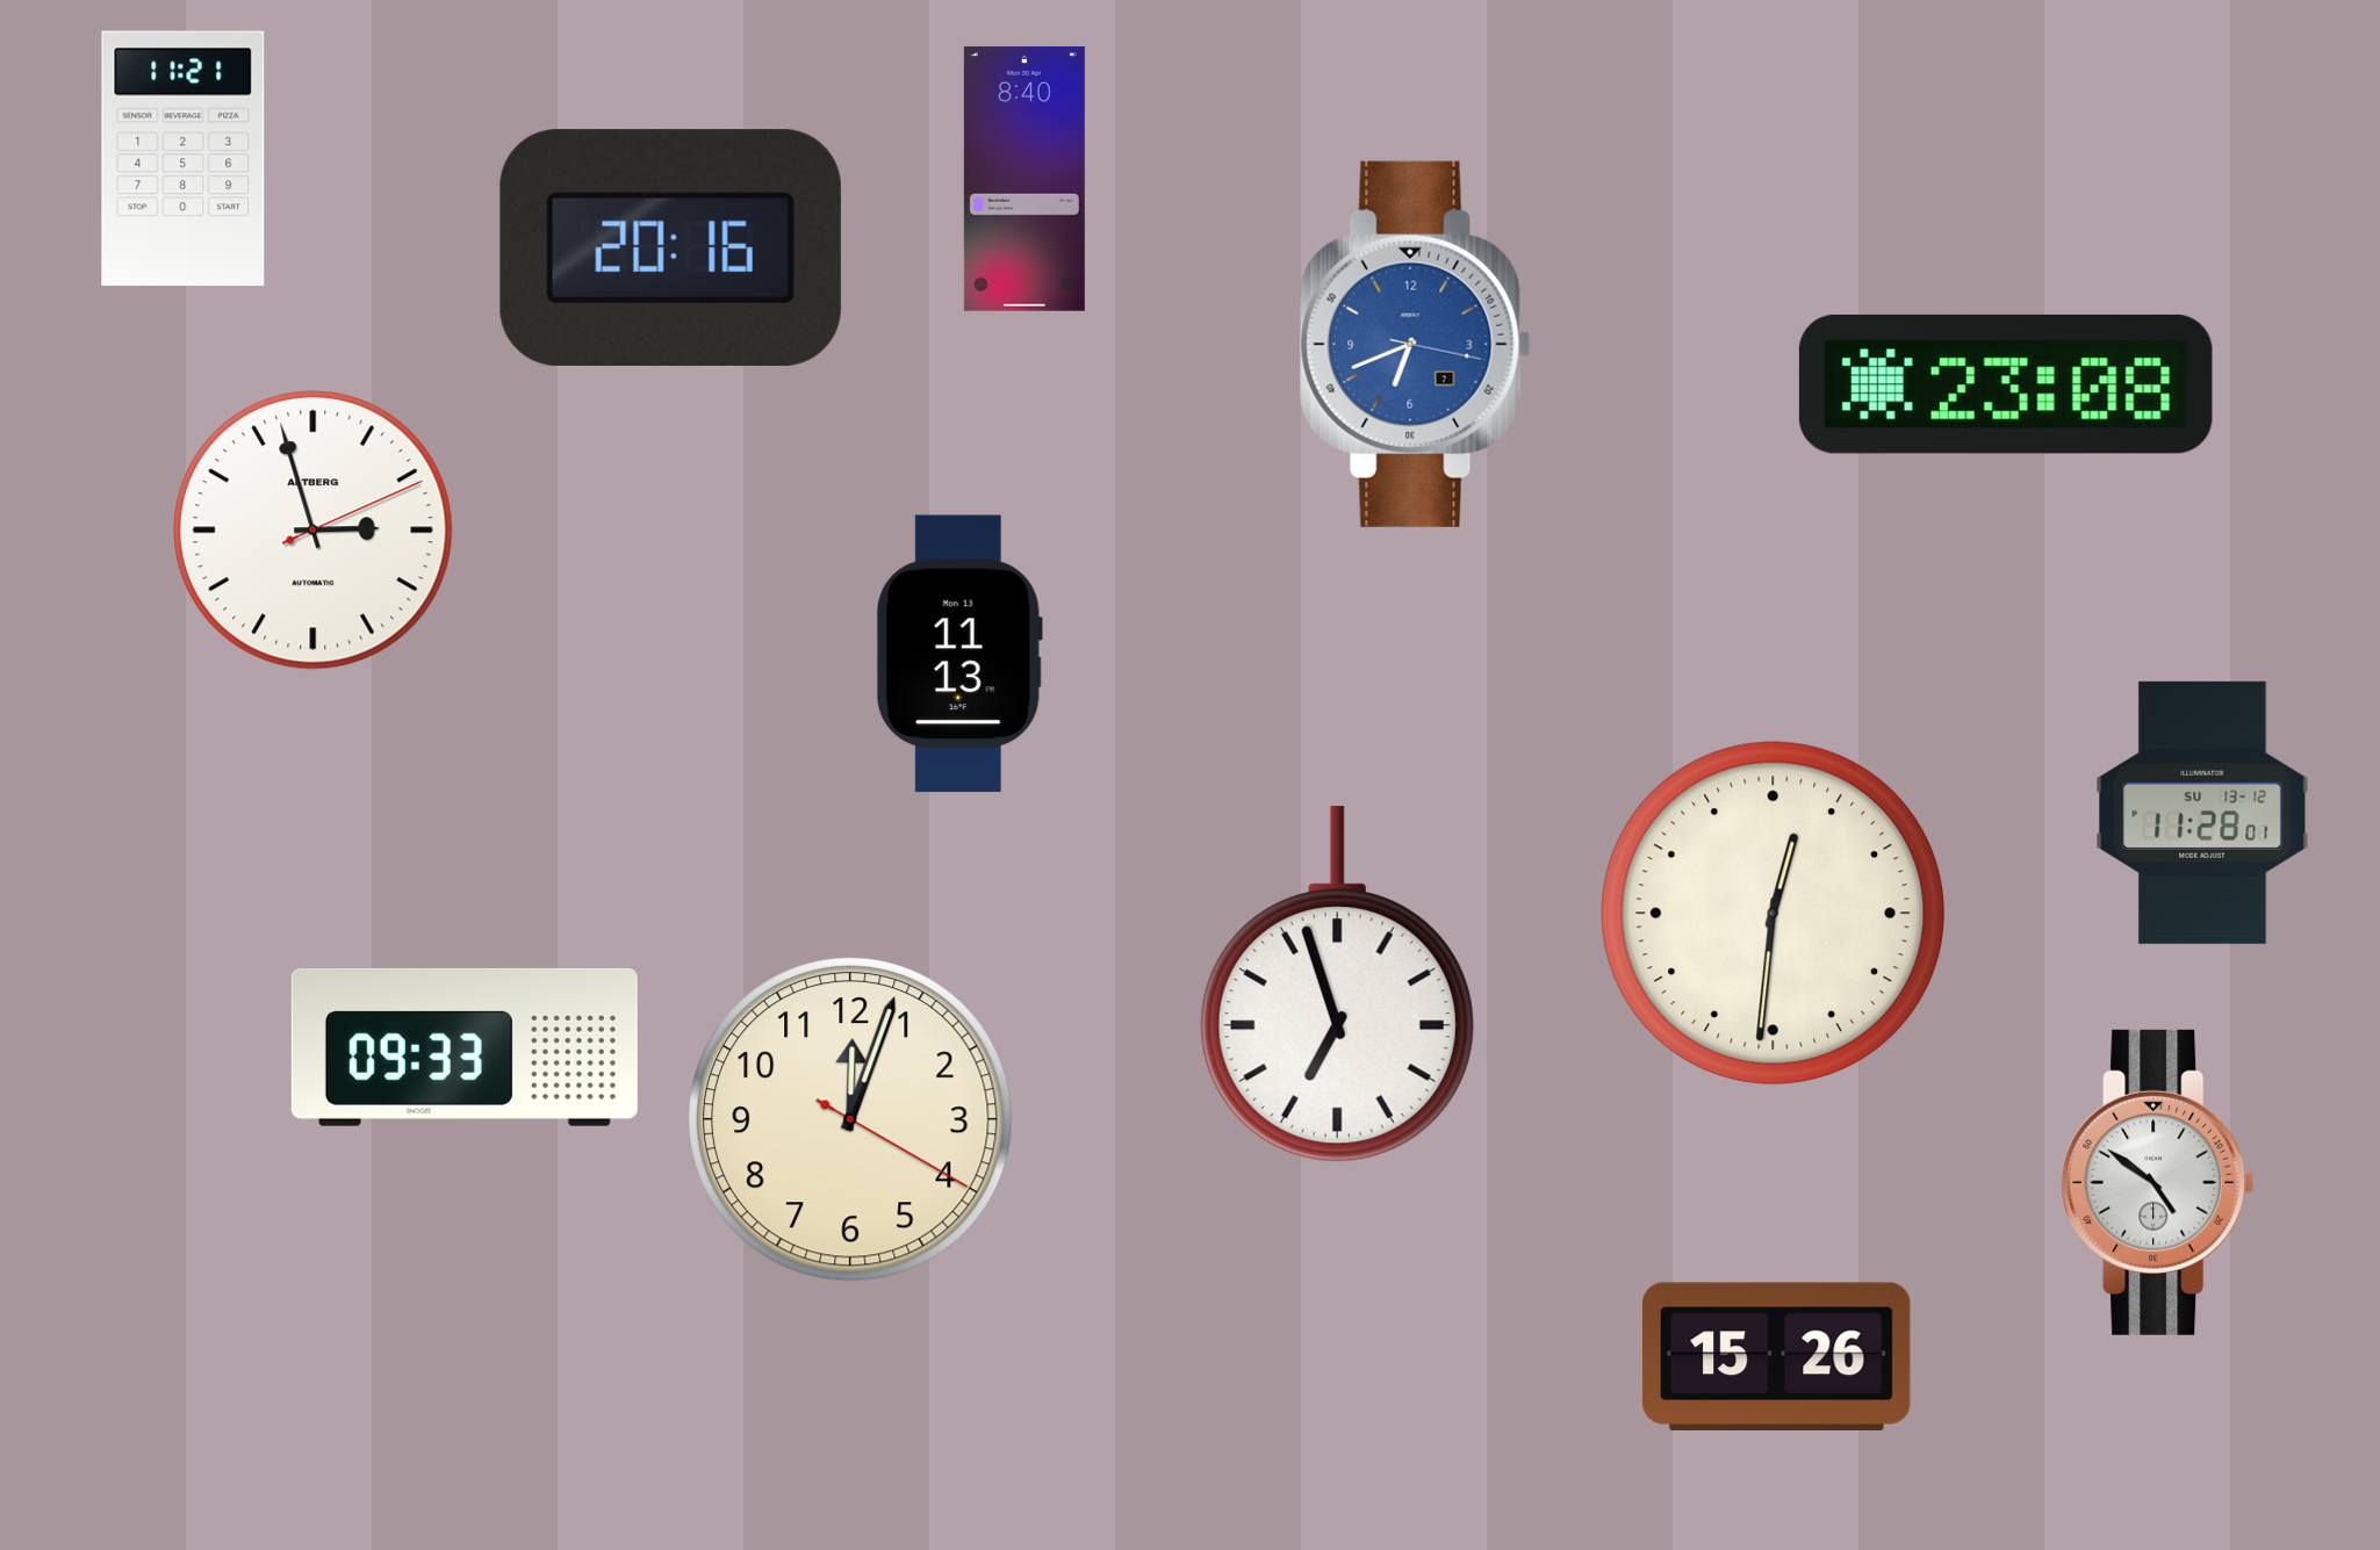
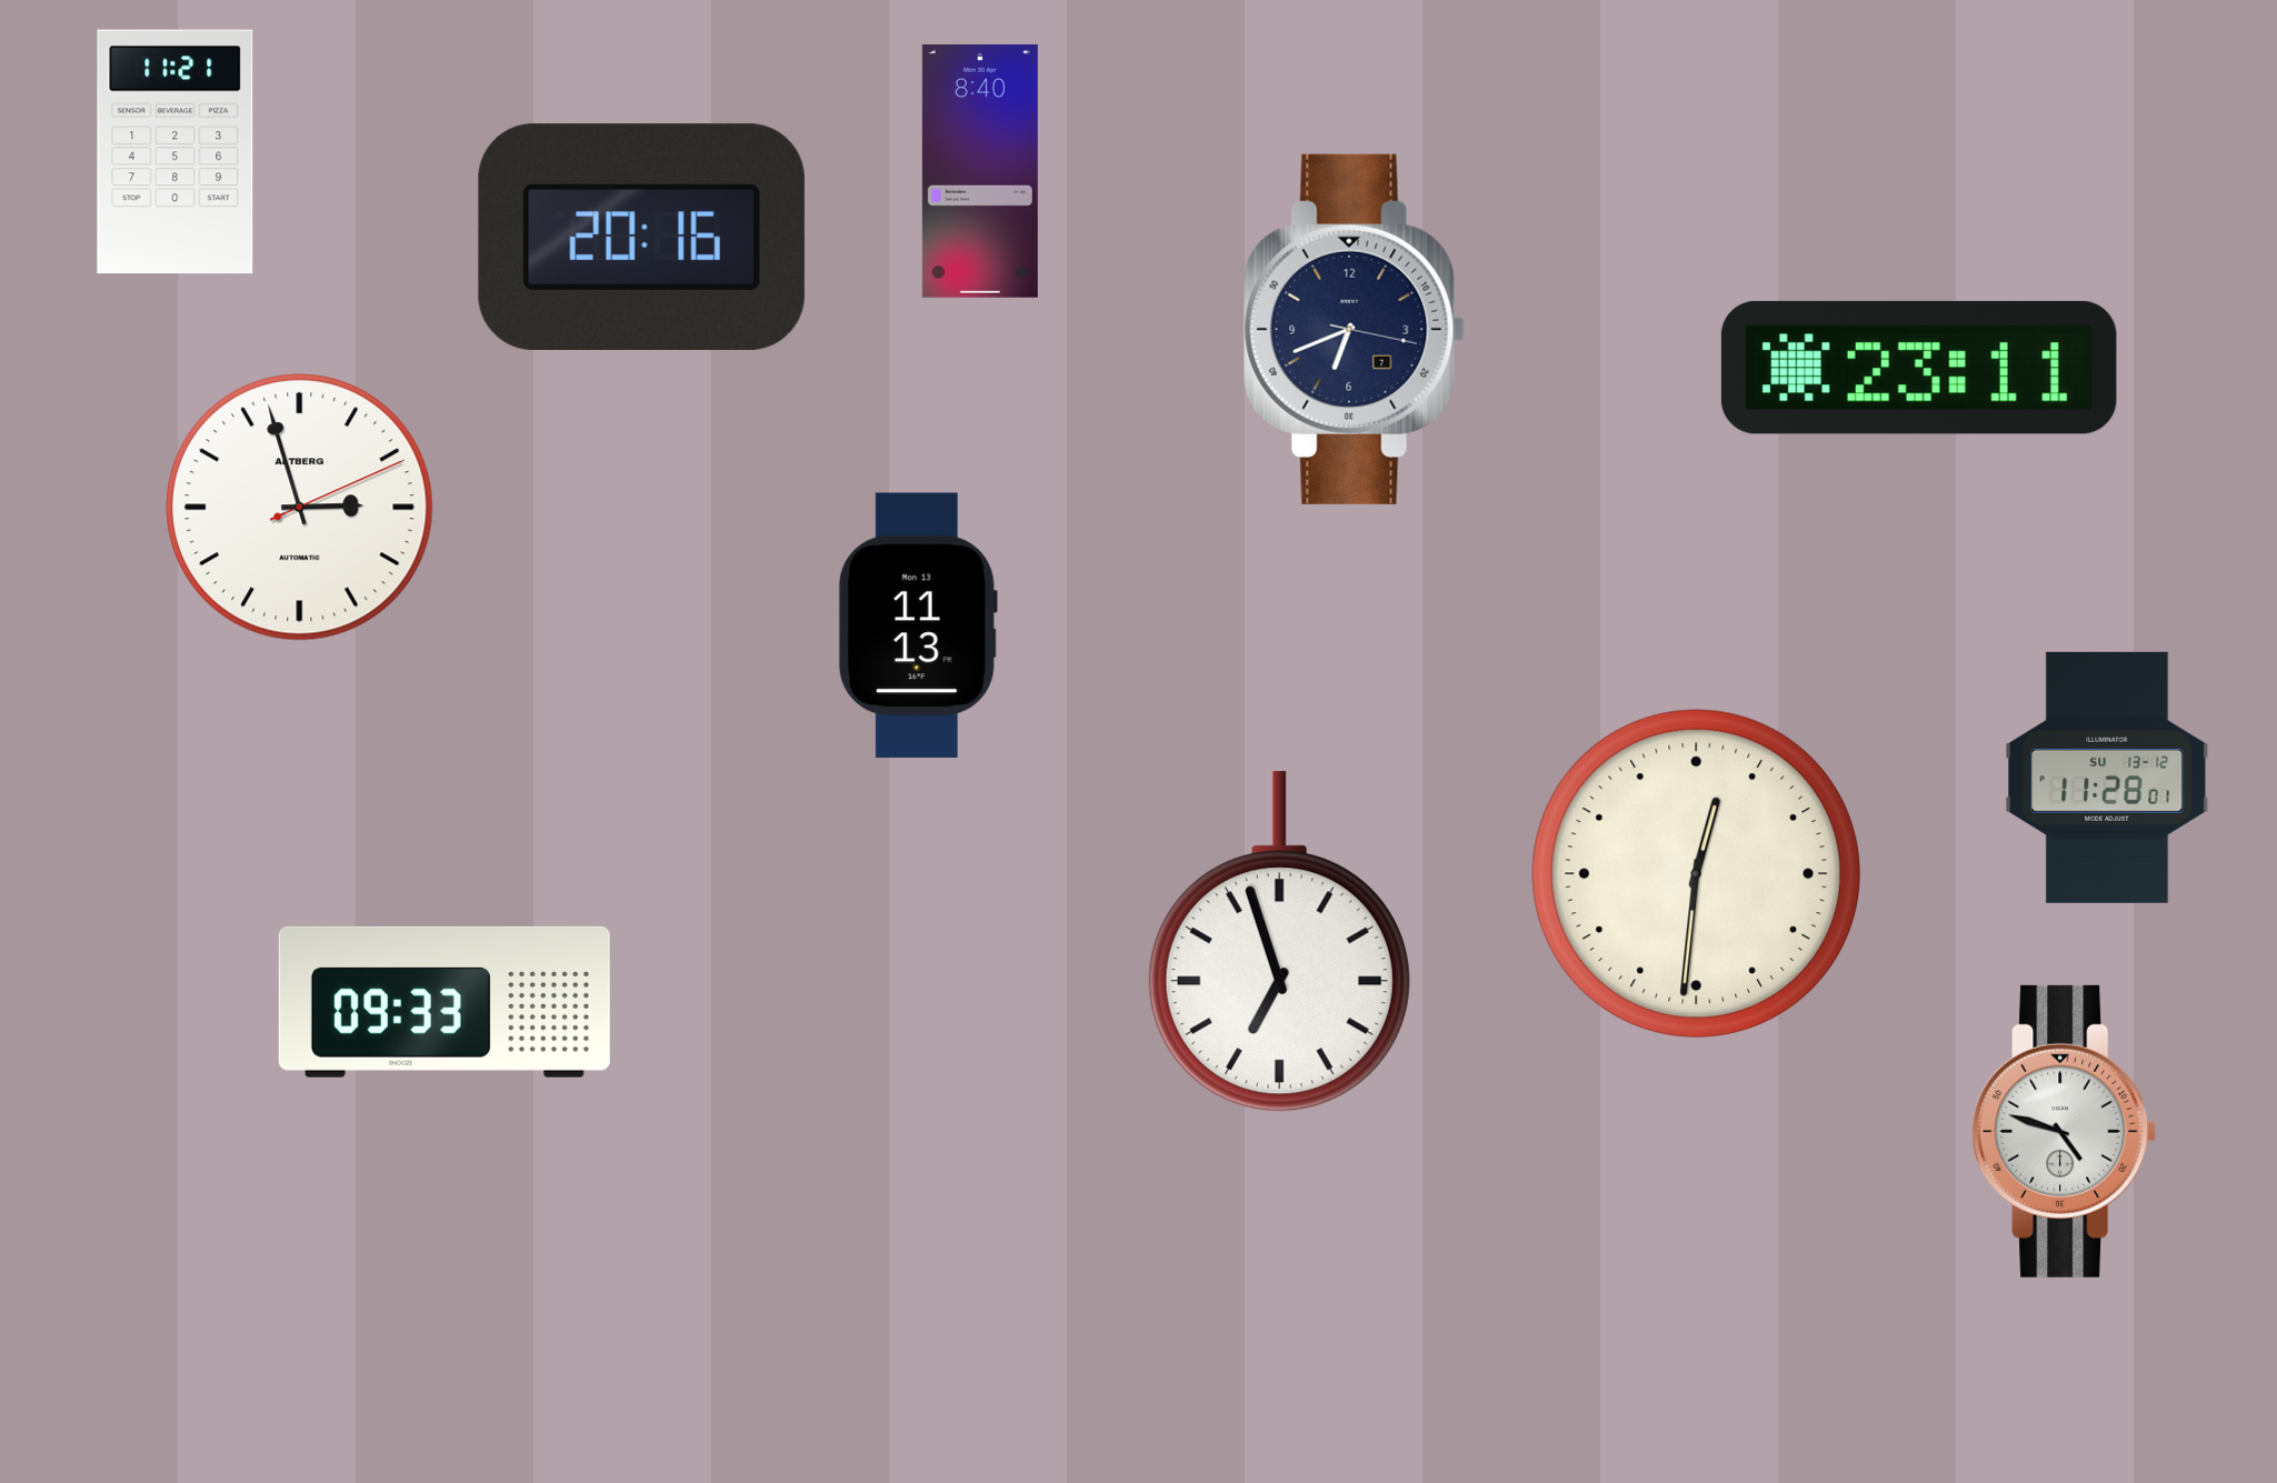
clock at (1415, 344) dial: blue -> navy
clock at (2006, 384): 23:08 -> 23:11
clock at (850, 1119): 12:03 -> none
clock at (2158, 1182): 4:51 -> 4:48
clock at (1776, 1356): 15:26 -> none
